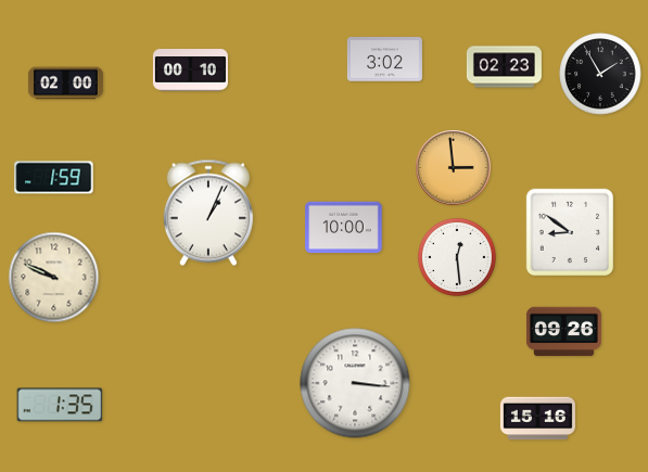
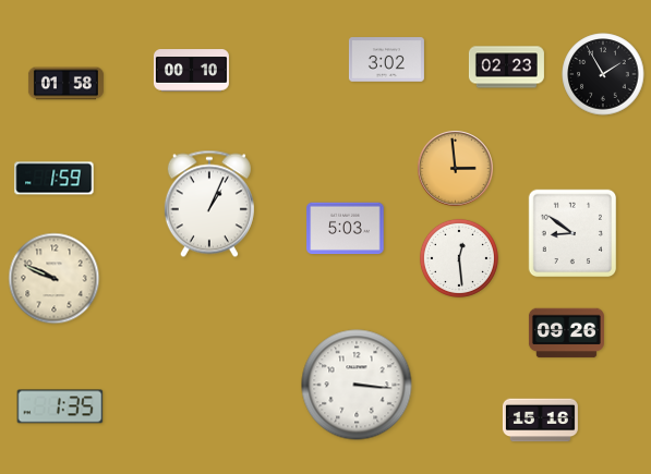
clock at (65, 84): 02:00 -> 01:58
clock at (208, 213) position: (208, 213) -> (209, 204)
clock at (344, 228): 10:00 -> 5:03
